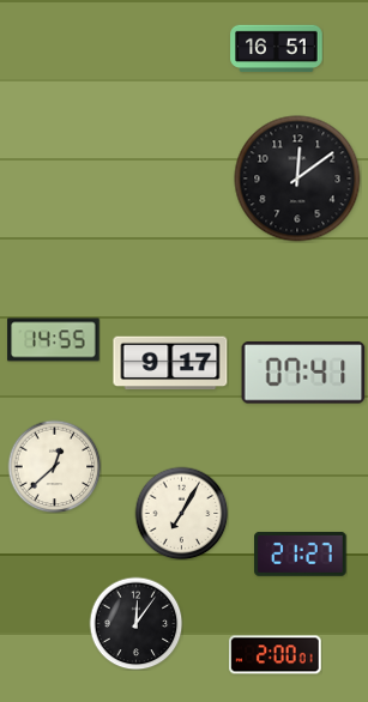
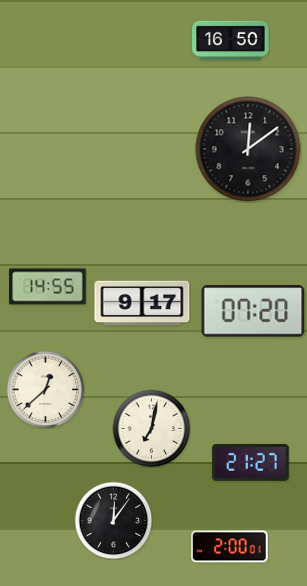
clock at (277, 49): 16:51 -> 16:50
clock at (54, 340) position: (54, 340) -> (48, 287)
clock at (303, 373): 07:41 -> 07:20
clock at (181, 513): 7:05 -> 7:02
